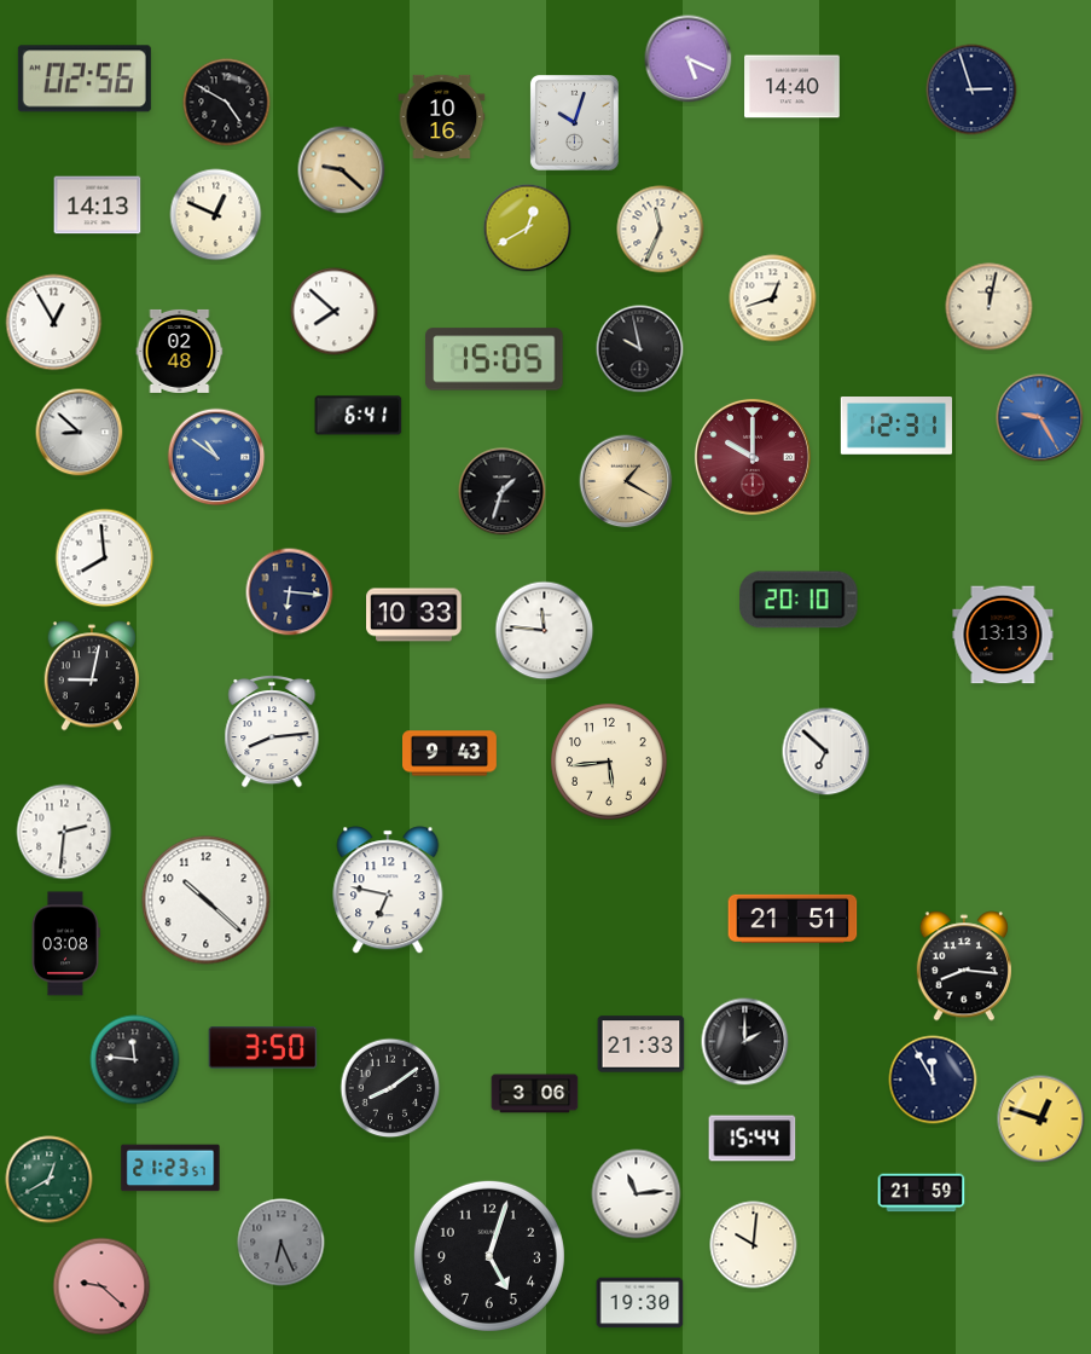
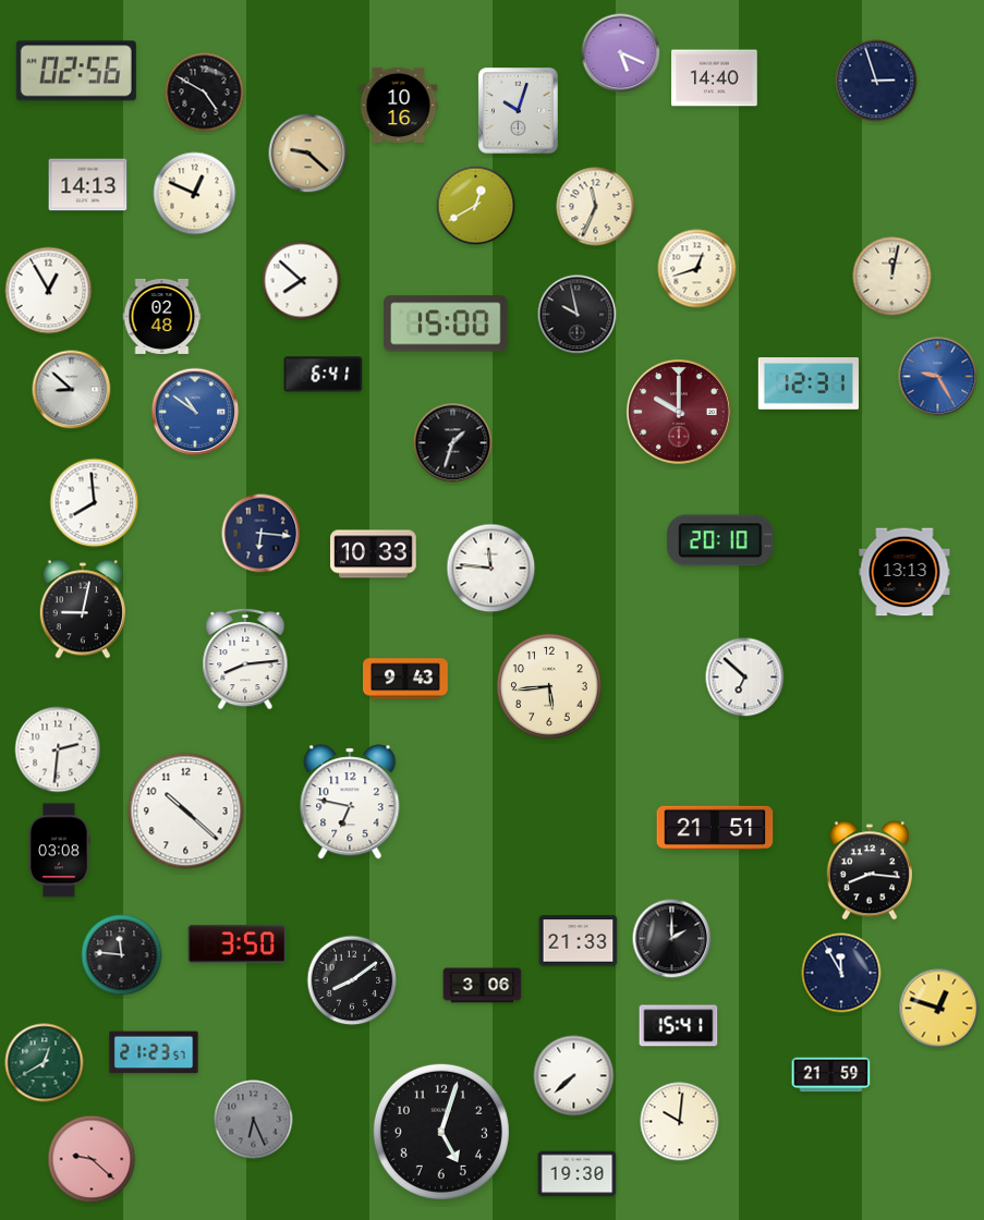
clock at (494, 359): 15:05 -> 15:00
clock at (626, 481): 1:20 -> none
clock at (753, 1139): 15:44 -> 15:41
clock at (637, 1194): 11:14 -> 7:38
